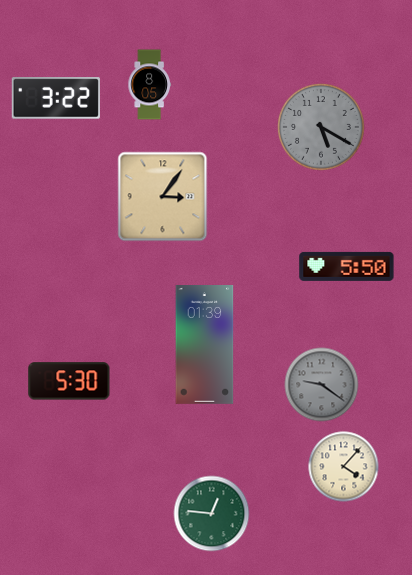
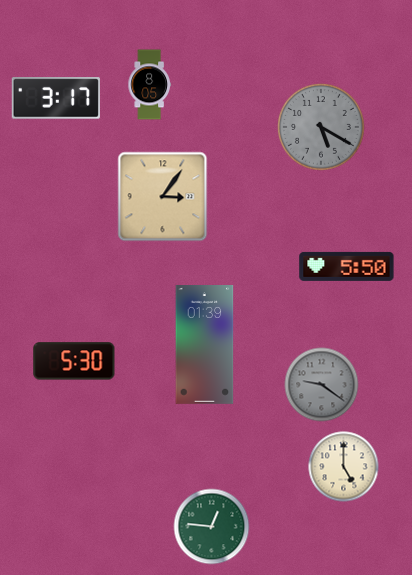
clock at (56, 98): 3:22 -> 3:17
clock at (69, 381) position: (69, 381) -> (74, 361)
clock at (344, 467): 4:07 -> 5:00
clock at (212, 514) position: (212, 514) -> (212, 527)
